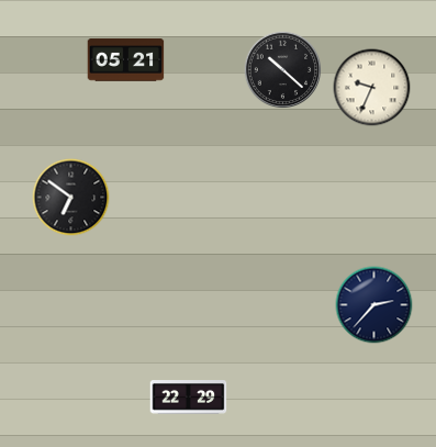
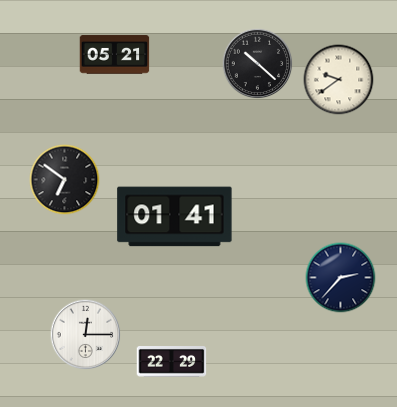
clock at (372, 88): 9:34 -> 9:39
clock at (175, 217): none -> 01:41
clock at (86, 335): none -> 12:15
